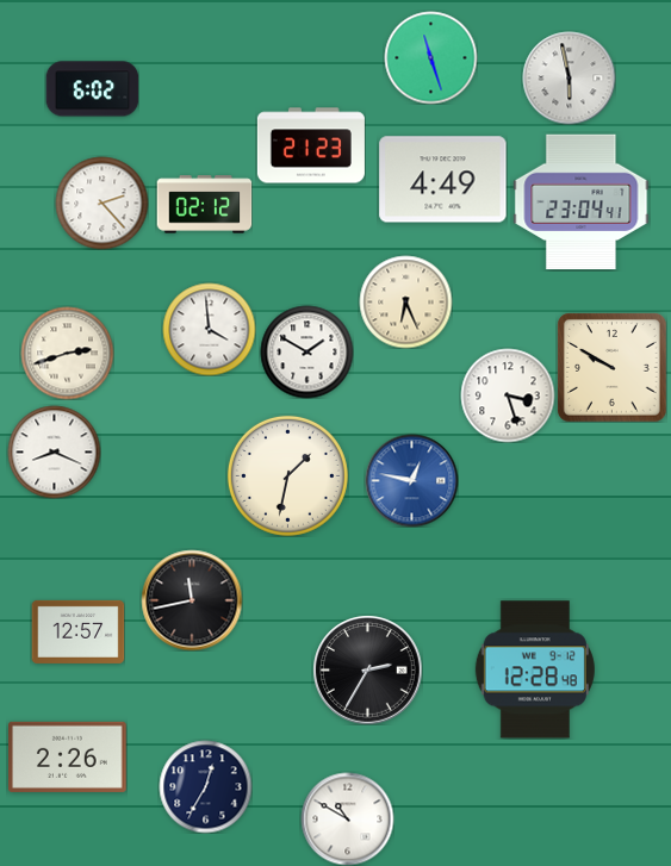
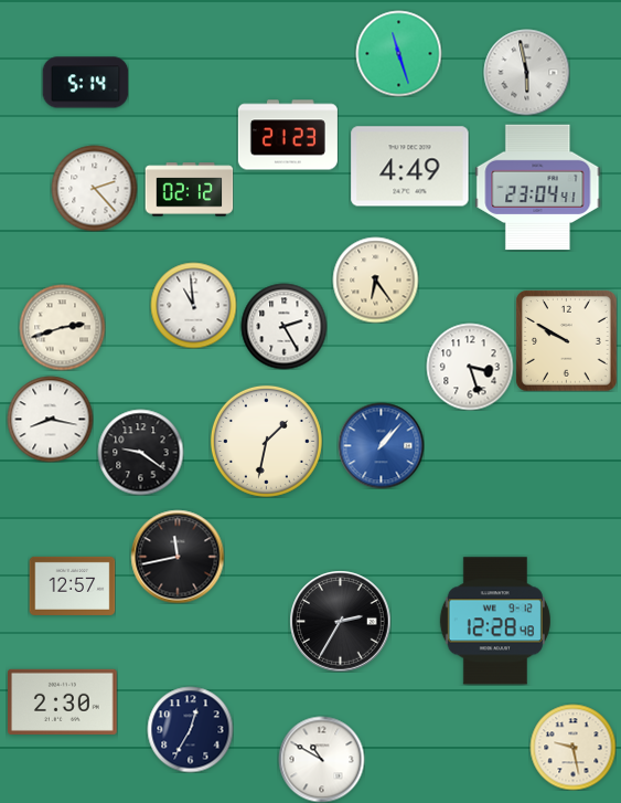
clock at (92, 89): 6:02 -> 5:14
clock at (405, 301): 6:26 -> 6:24
clock at (209, 329): 3:59 -> 10:59
clock at (306, 351): 1:50 -> 2:25
clock at (54, 451): 8:19 -> 8:17
clock at (411, 480): 12:47 -> 1:07
clock at (140, 452): none -> 9:21
clock at (68, 756): 2:26 -> 2:30
clock at (572, 747): none -> 9:28
